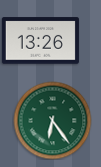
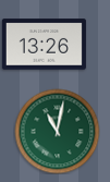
clock at (52, 120): 6:24 -> 11:02
